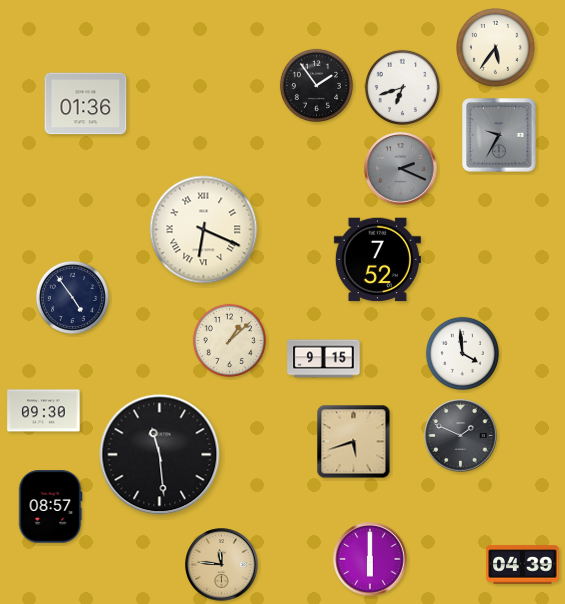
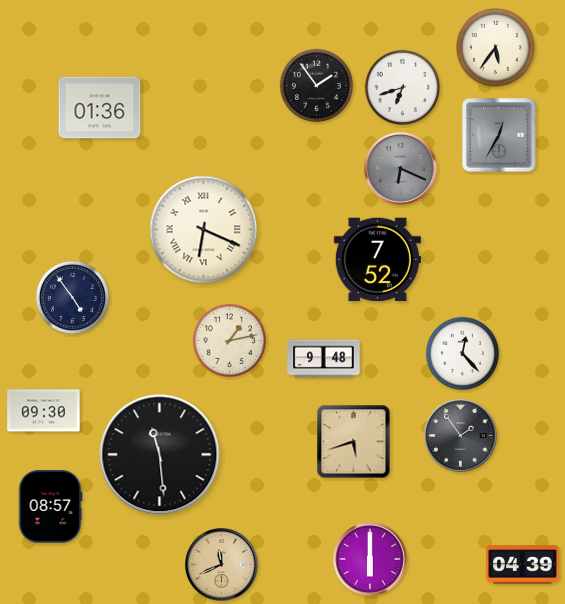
clock at (86, 104) position: (86, 104) -> (100, 108)
clock at (499, 135): 9:35 -> 12:35
clock at (401, 169): 2:19 -> 6:19
clock at (229, 340): 1:08 -> 1:13
clock at (462, 353): 3:59 -> 12:23
clock at (324, 359): 9:15 -> 9:48
clock at (461, 436): 1:49 -> 1:54
clock at (222, 565): 11:46 -> 11:41
